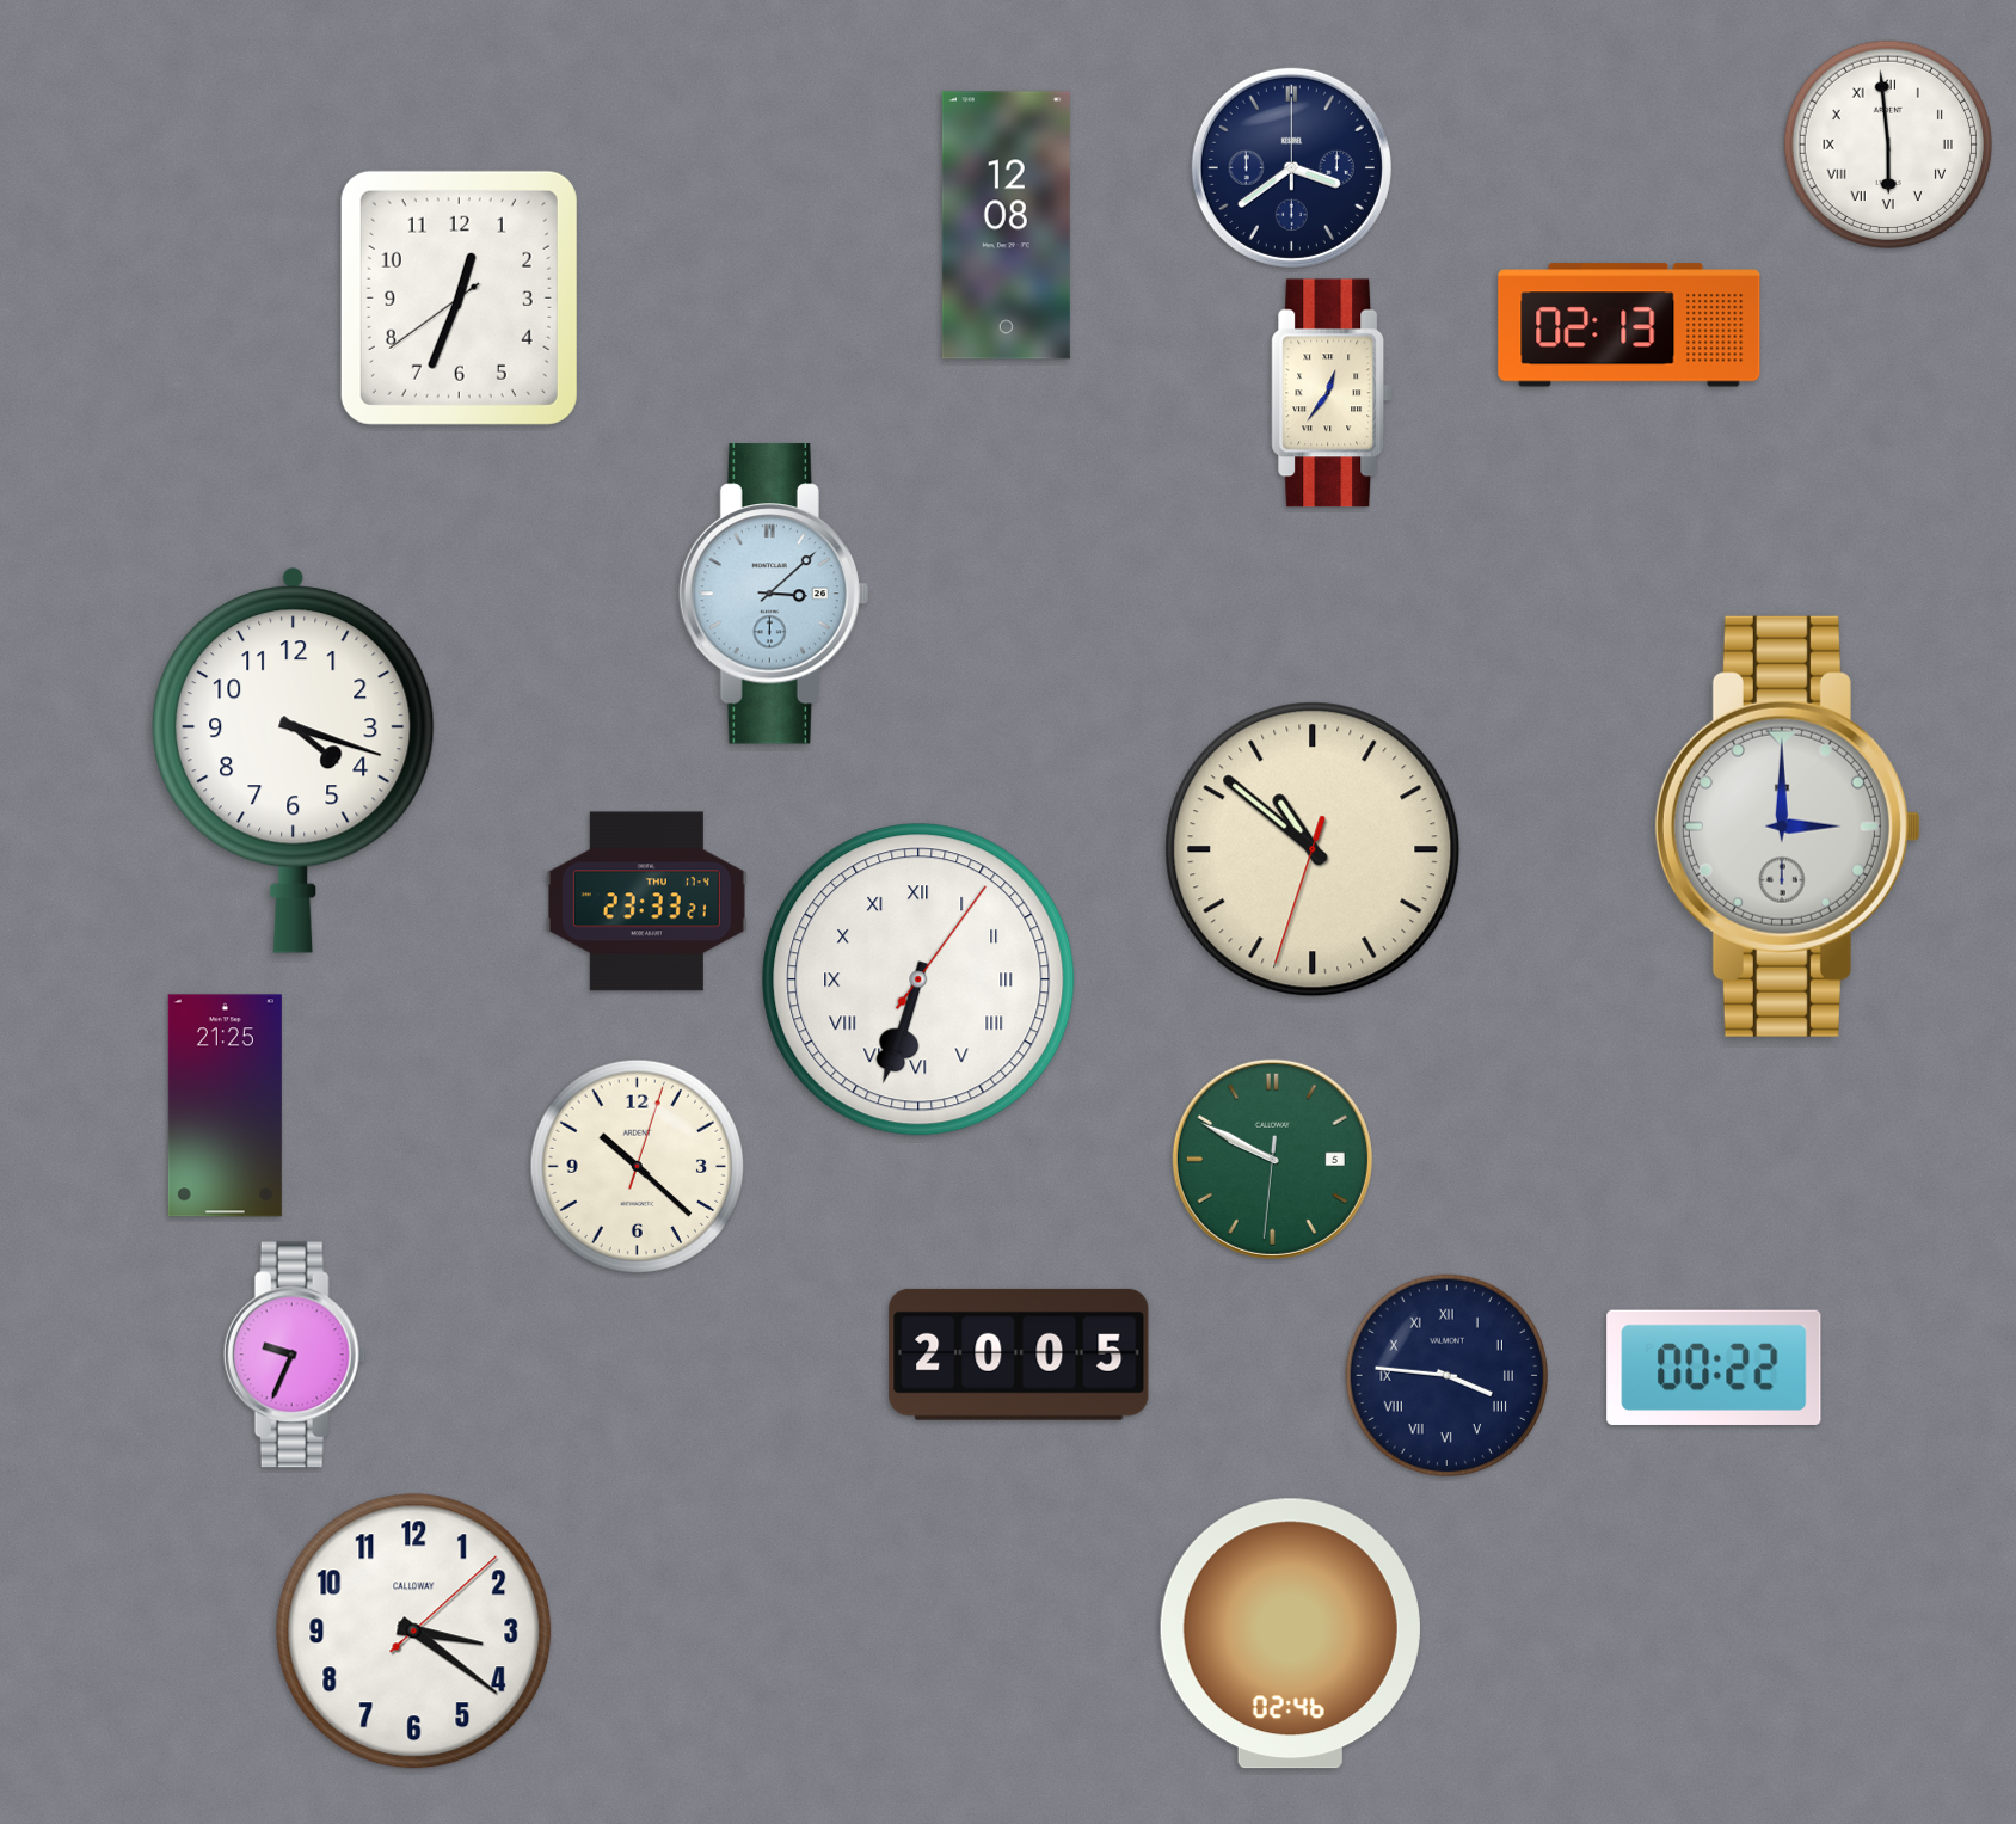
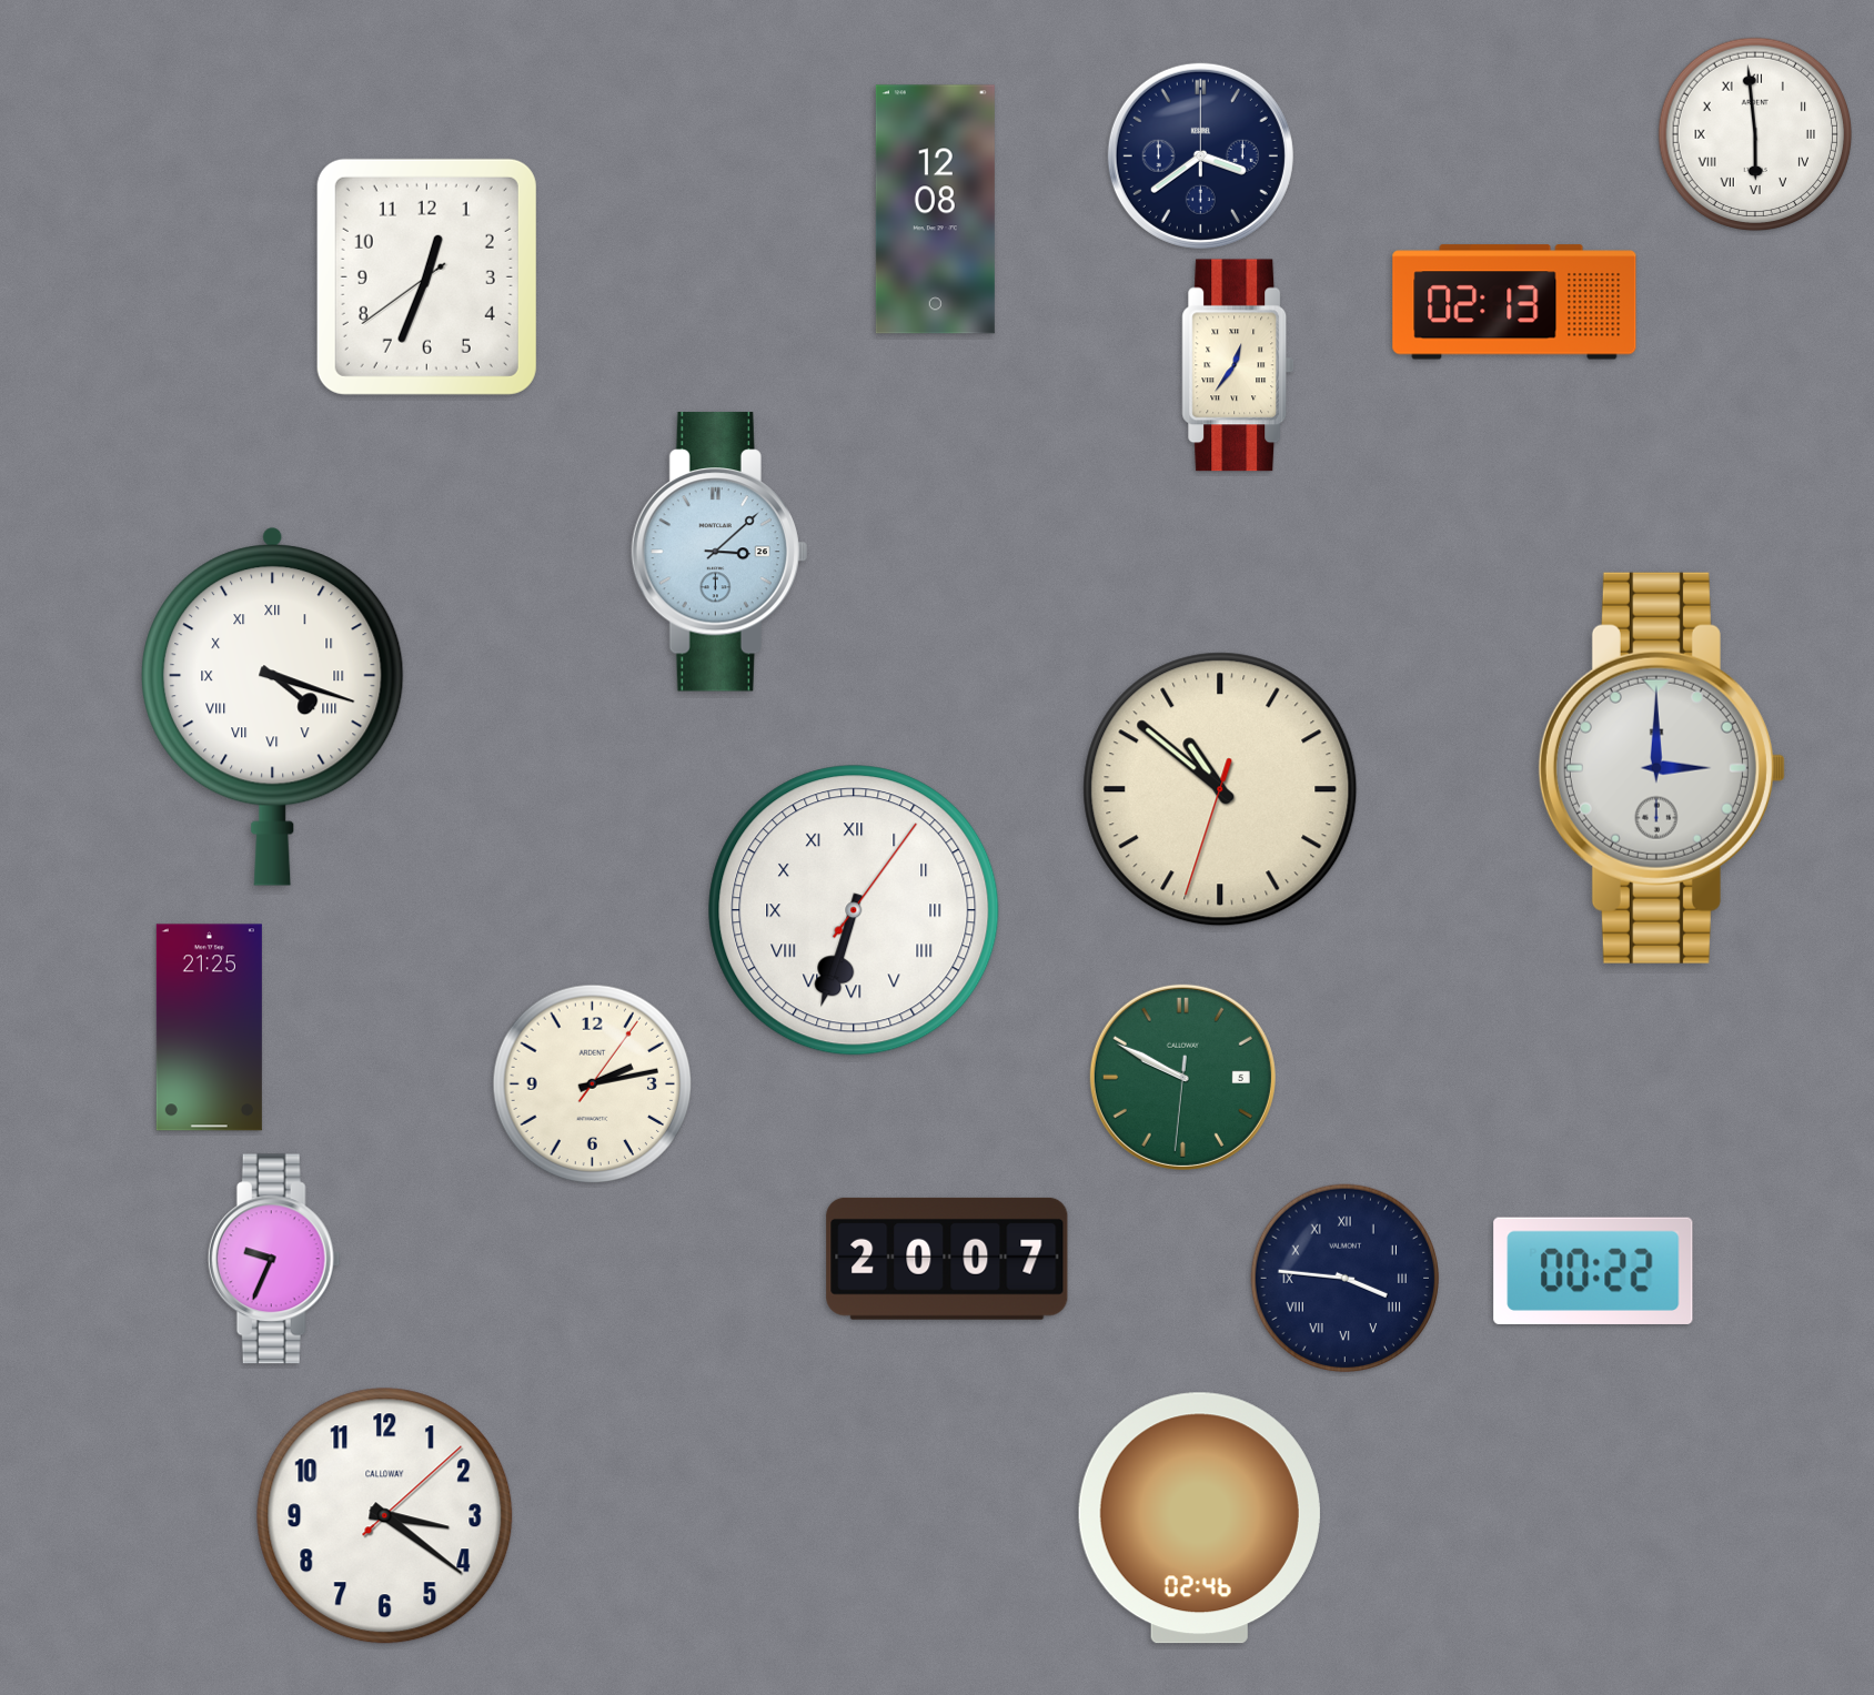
clock at (294, 760) numerals: Arabic -> Roman
clock at (646, 902): 23:33 -> none
clock at (638, 1167): 10:22 -> 2:13
clock at (1019, 1355): 20:05 -> 20:07
